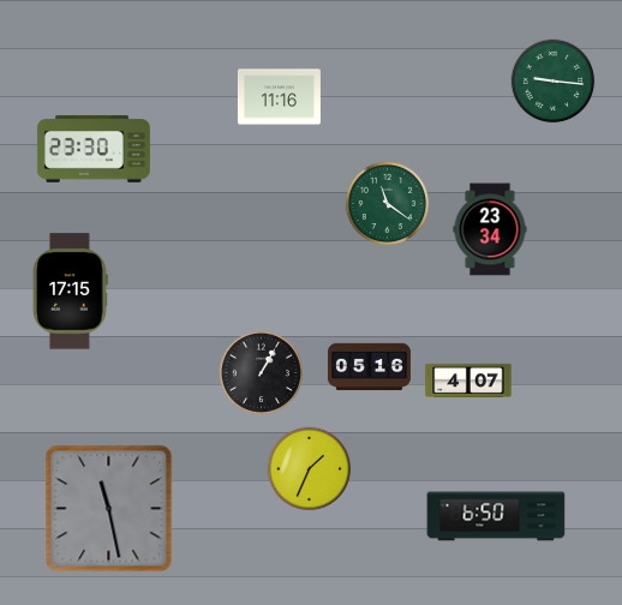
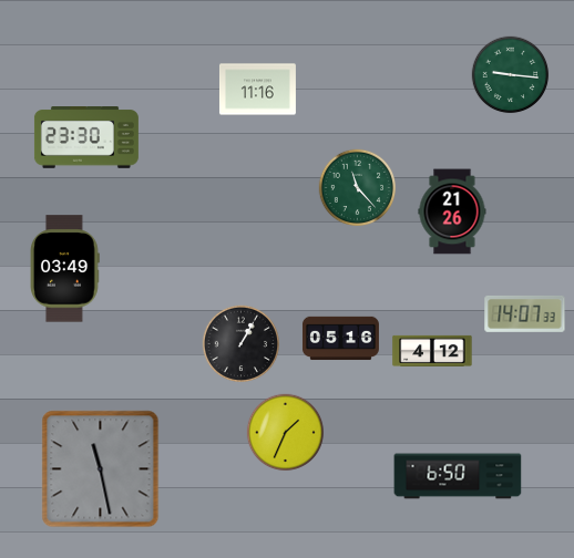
clock at (388, 204): 11:21 -> 11:23
clock at (490, 229): 23:34 -> 21:26
clock at (71, 292): 17:15 -> 03:49
clock at (525, 313): none -> 14:07
clock at (468, 381): 4:07 -> 4:12
